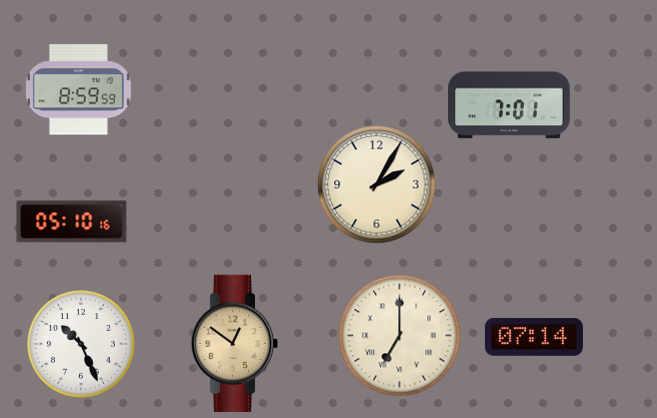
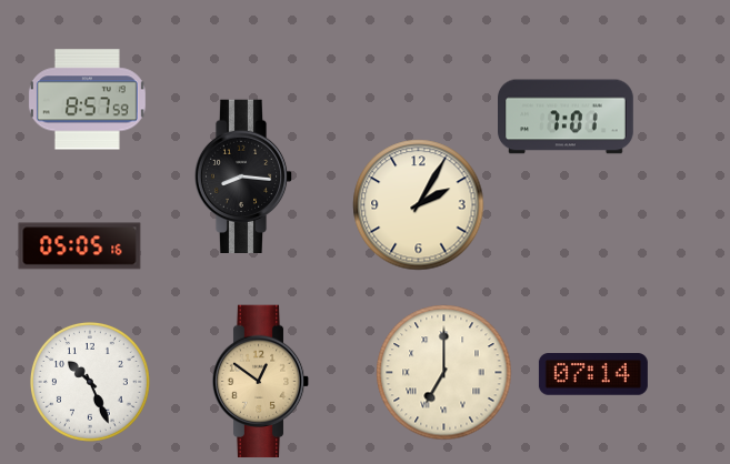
clock at (78, 90): 8:59 -> 8:57
clock at (243, 175): none -> 8:16
clock at (72, 222): 05:10 -> 05:05
